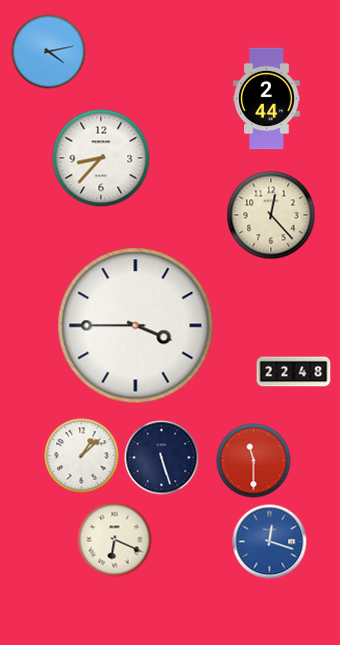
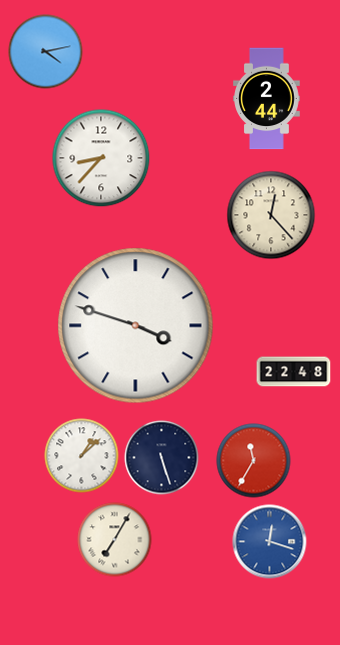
clock at (49, 52) position: (49, 52) -> (46, 52)
clock at (136, 326): 3:45 -> 3:48
clock at (254, 461): 11:30 -> 11:35
clock at (115, 540): 6:19 -> 7:05
